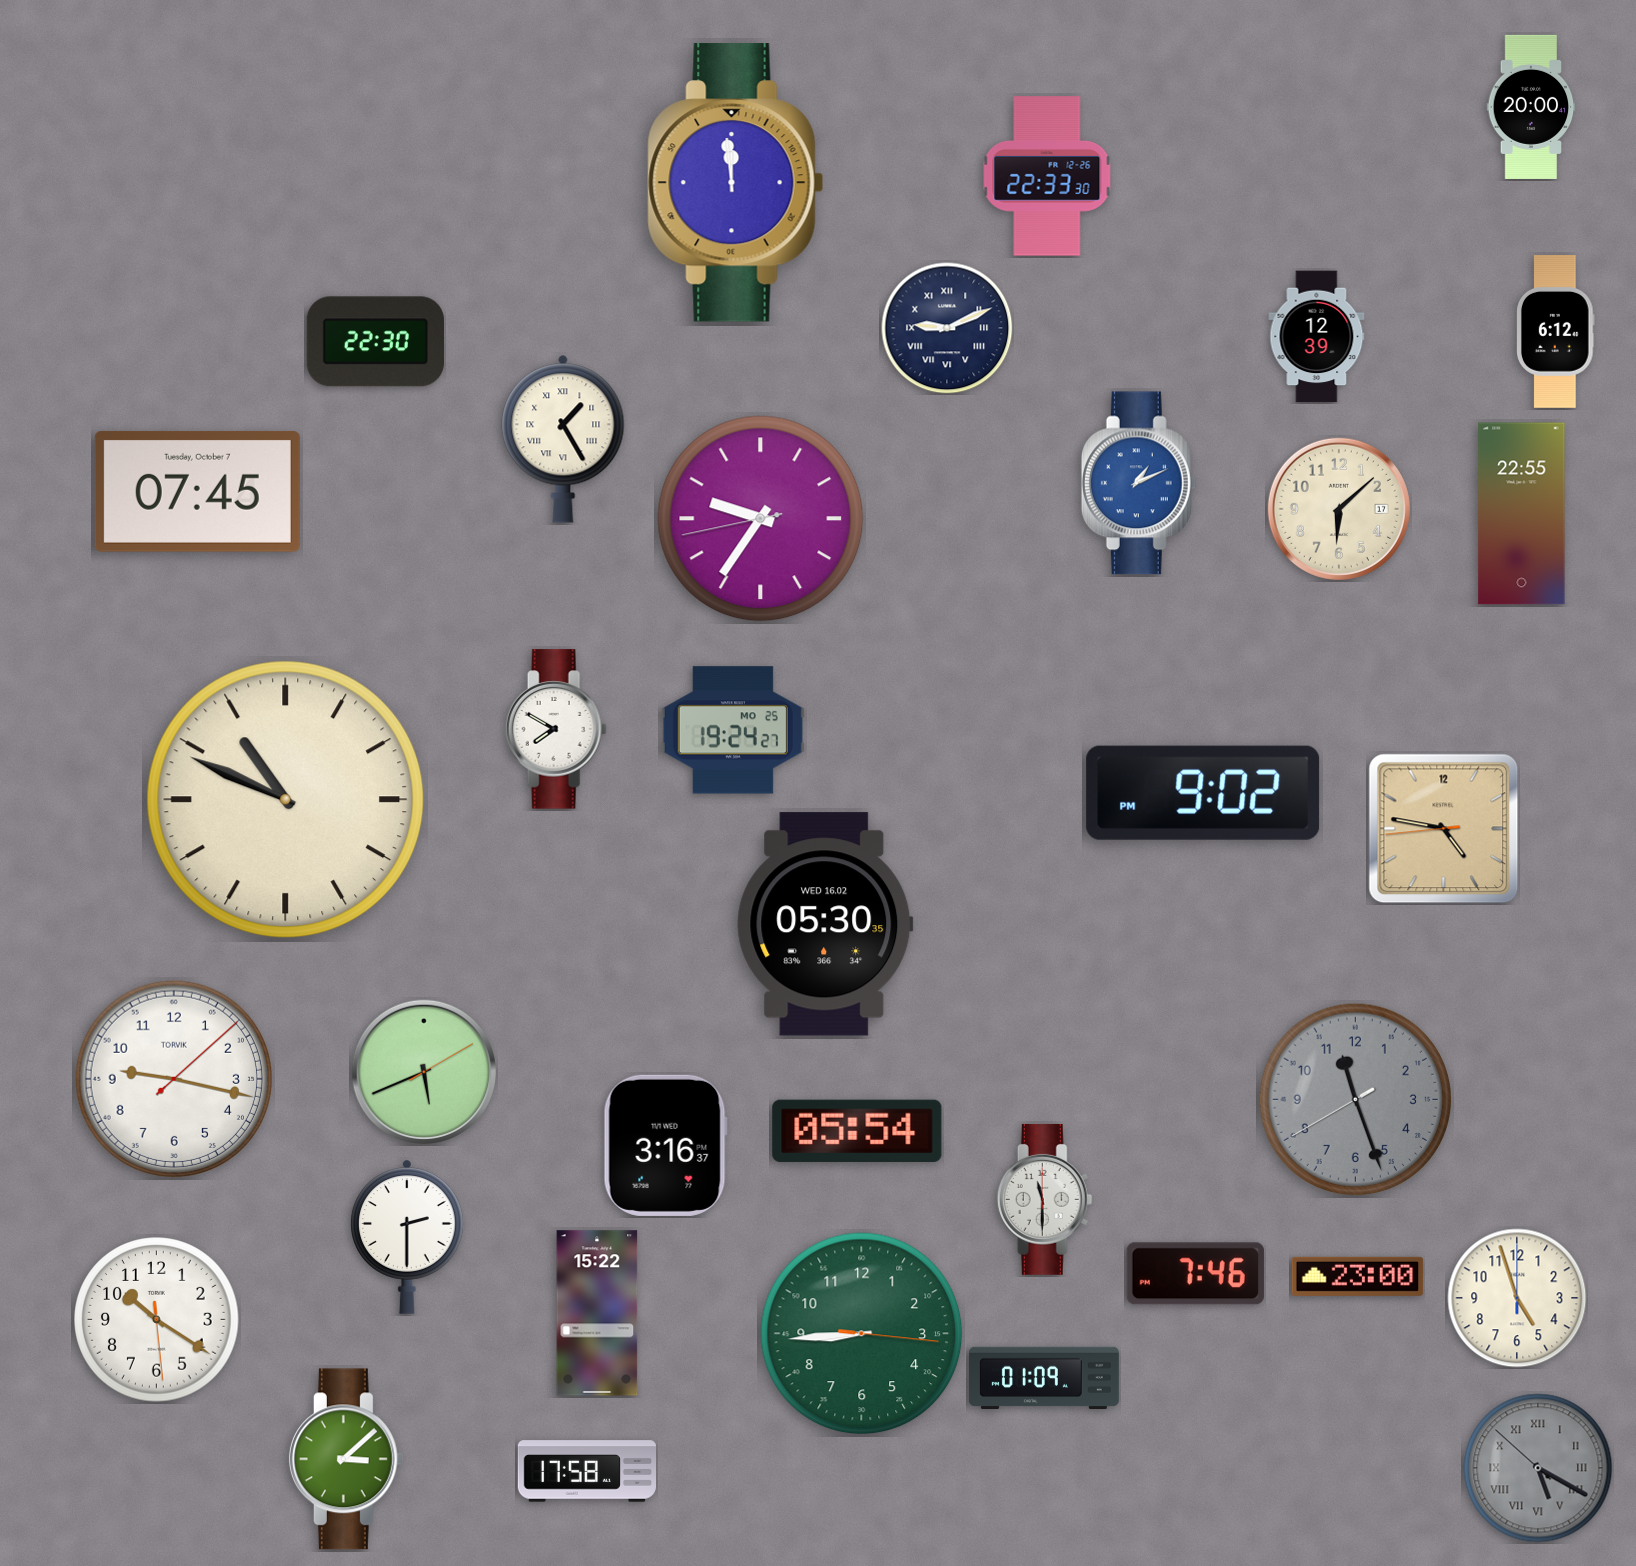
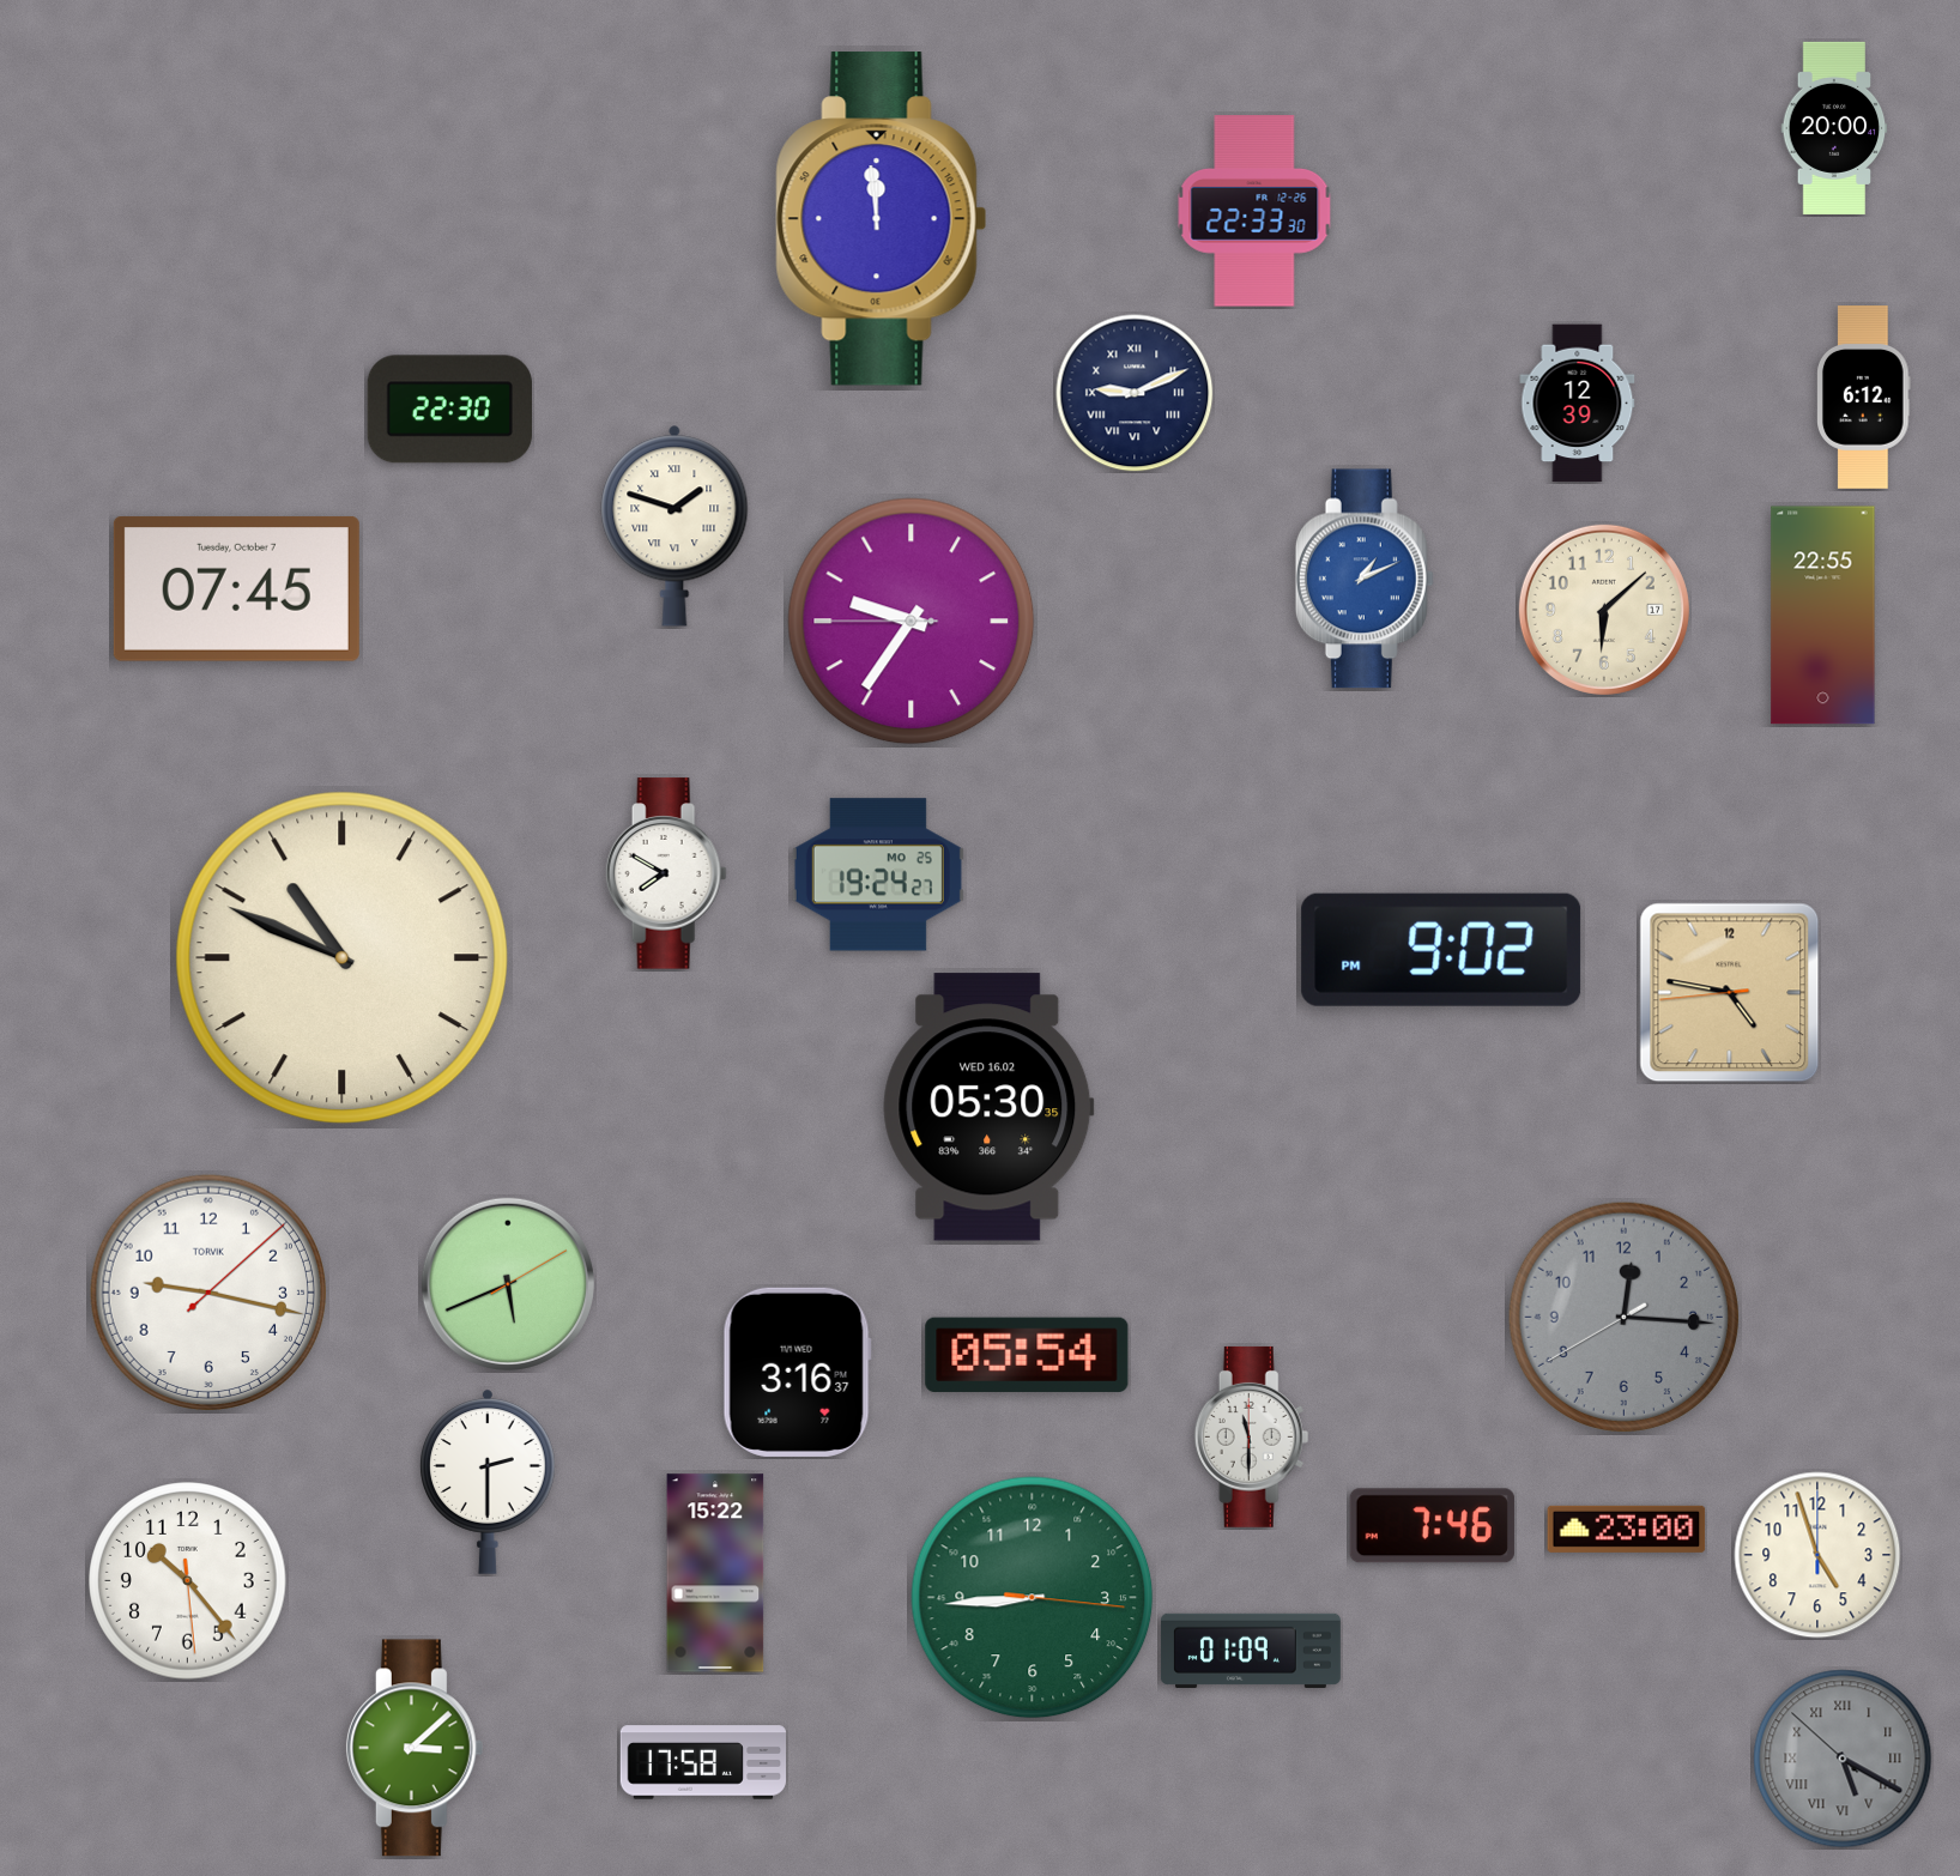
clock at (563, 439): 1:25 -> 1:48
clock at (761, 519): 9:35:43 -> 9:35:45
clock at (1355, 1099): 11:26 -> 12:15
clock at (157, 1320): 10:20 -> 10:23
